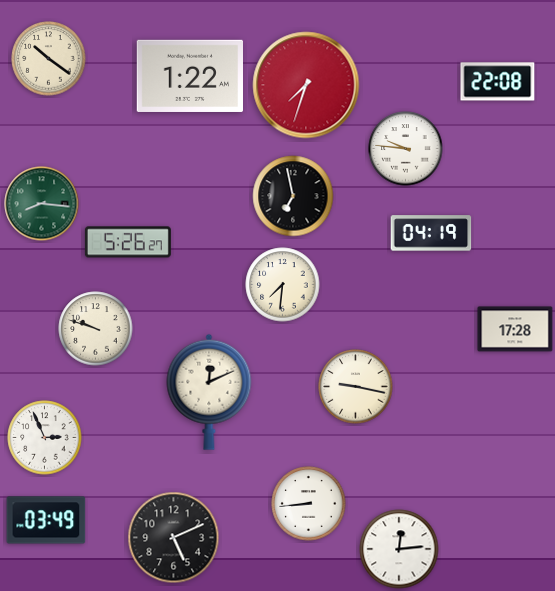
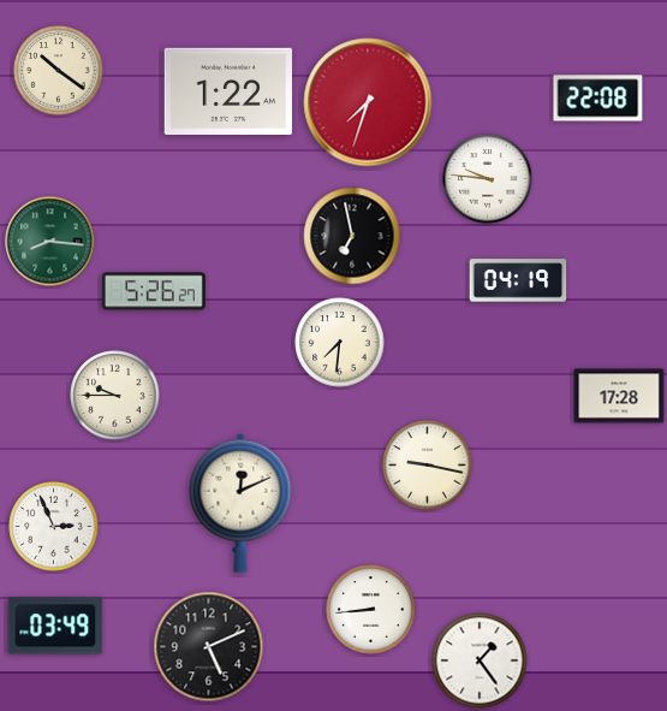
clock at (42, 204) position: (42, 204) -> (50, 242)
clock at (96, 329): 9:48 -> 9:45
clock at (209, 392) position: (209, 392) -> (240, 503)
clock at (309, 504) position: (309, 504) -> (371, 610)
clock at (399, 549): 12:14 -> 1:24
